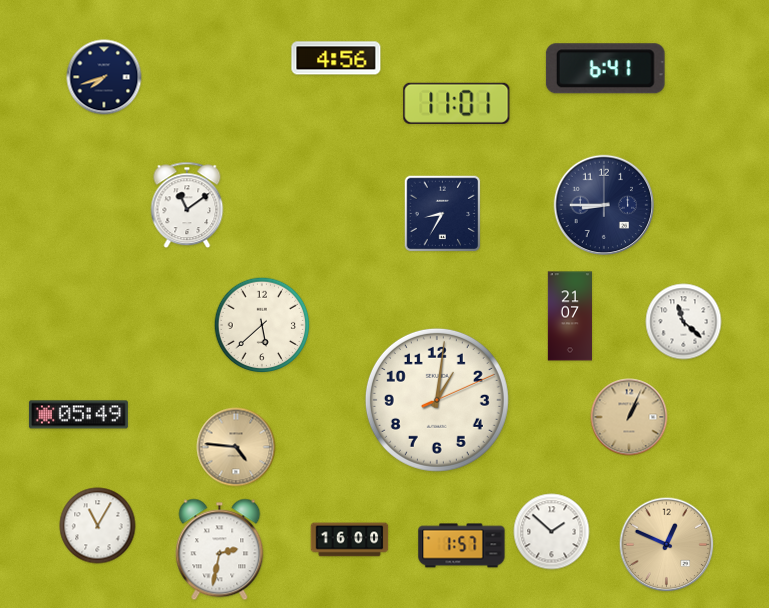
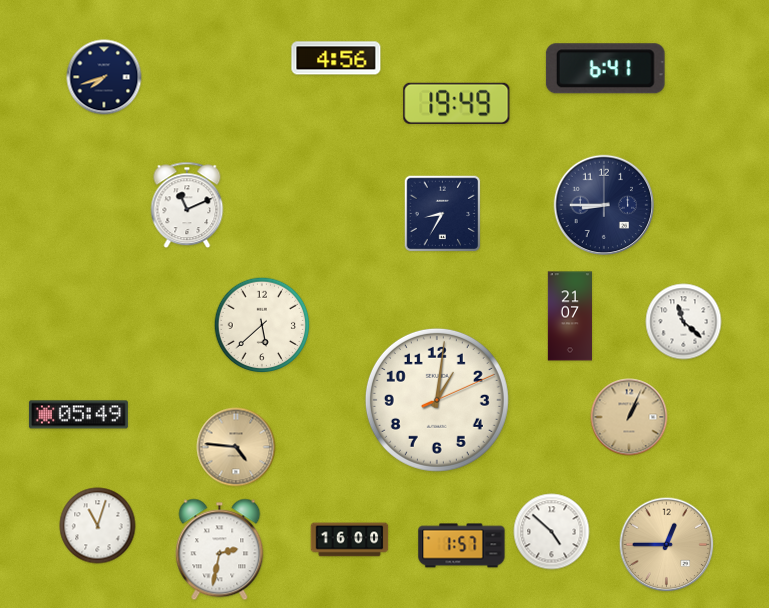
clock at (457, 103): 11:01 -> 19:49
clock at (187, 205): 11:09 -> 11:11
clock at (98, 526): 11:05 -> 11:03
clock at (552, 532): 1:52 -> 4:52
clock at (667, 545): 12:49 -> 12:45
